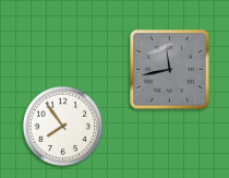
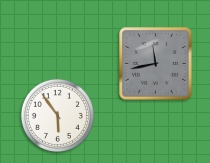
clock at (62, 126): 7:54 -> 5:54
